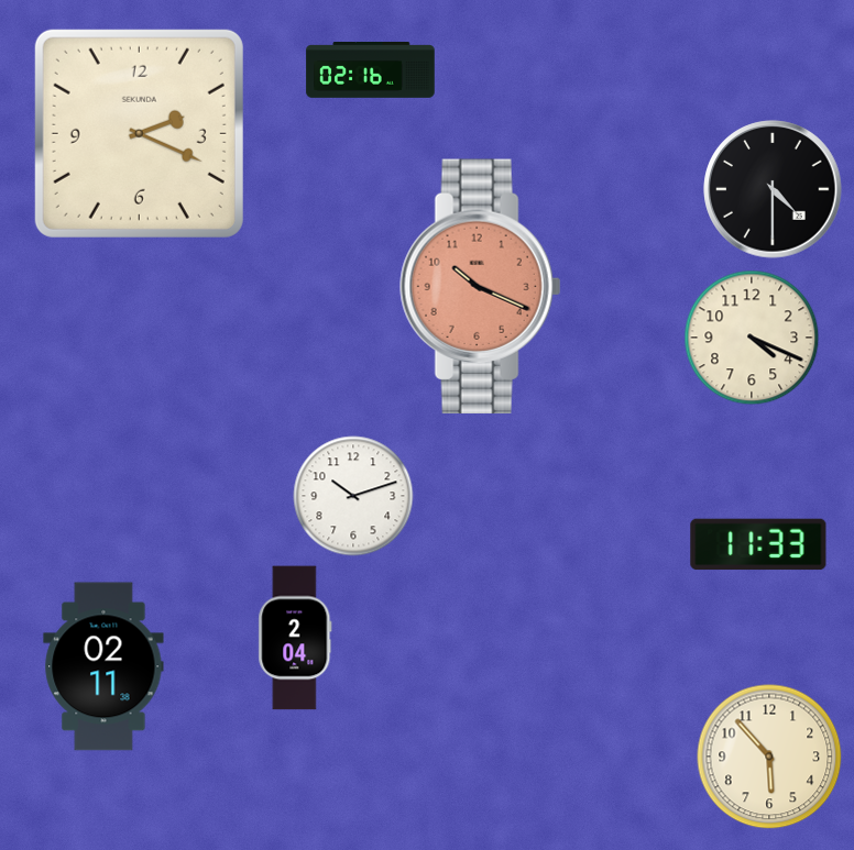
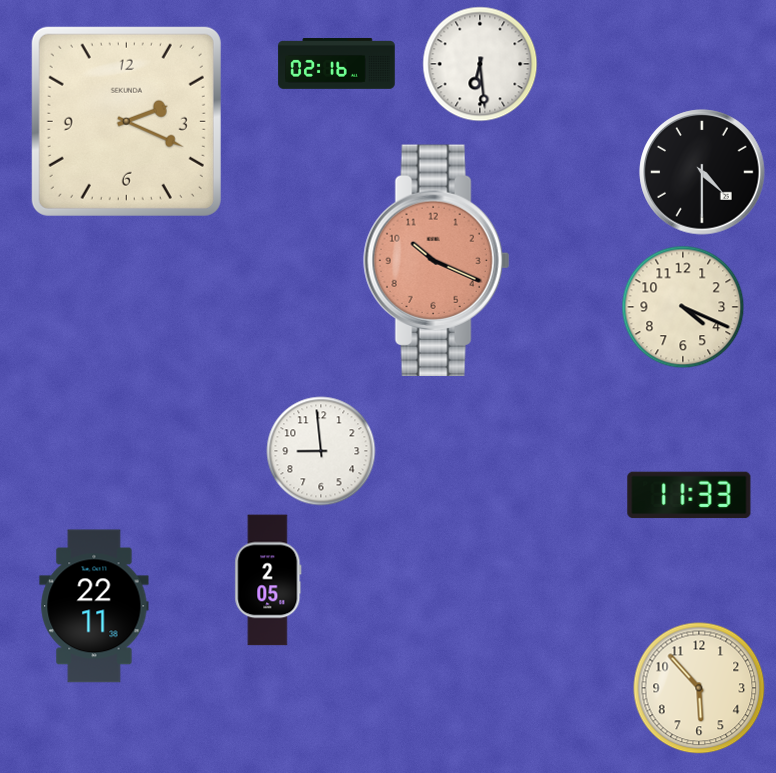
clock at (480, 64): none -> 6:29
clock at (353, 496): 10:12 -> 8:59
clock at (295, 638): 2:04 -> 2:05
clock at (103, 666): 02:11 -> 22:11
